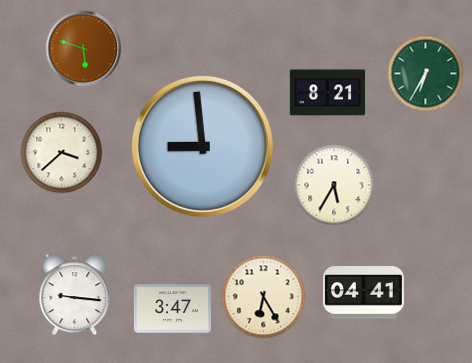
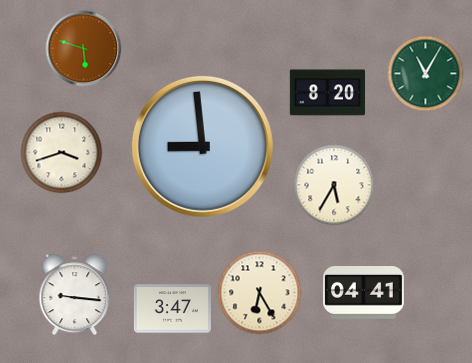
clock at (426, 74): 6:35 -> 11:05
clock at (327, 93): 8:21 -> 8:20
clock at (62, 153): 3:38 -> 3:42
clock at (264, 297) position: (264, 297) -> (260, 293)
